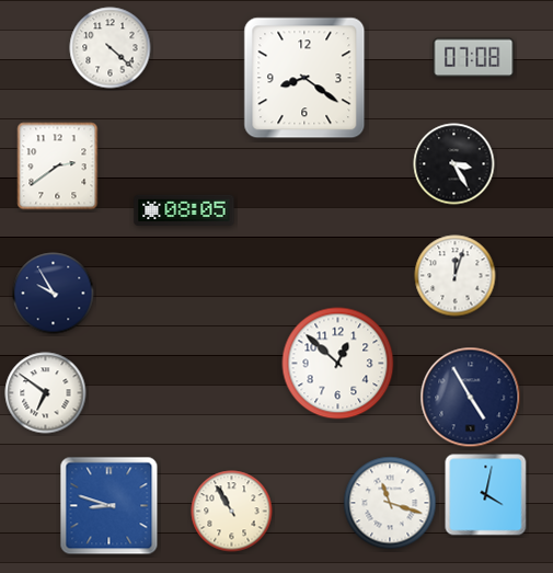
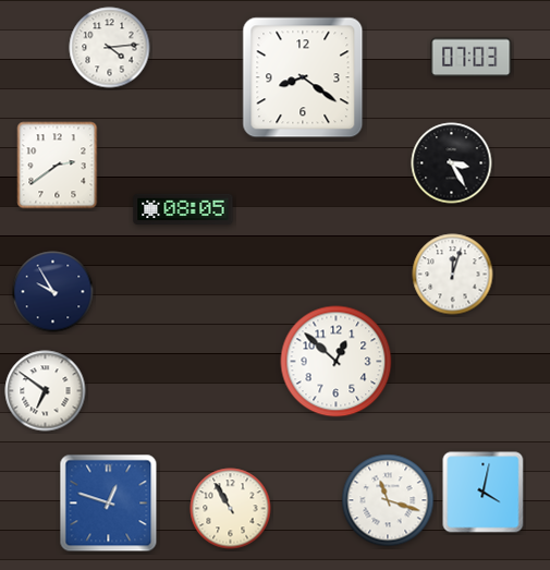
clock at (111, 48): 4:22 -> 4:14
clock at (474, 58): 07:08 -> 07:03
clock at (471, 398): 4:55 -> none
clock at (110, 506): 8:48 -> 12:48
